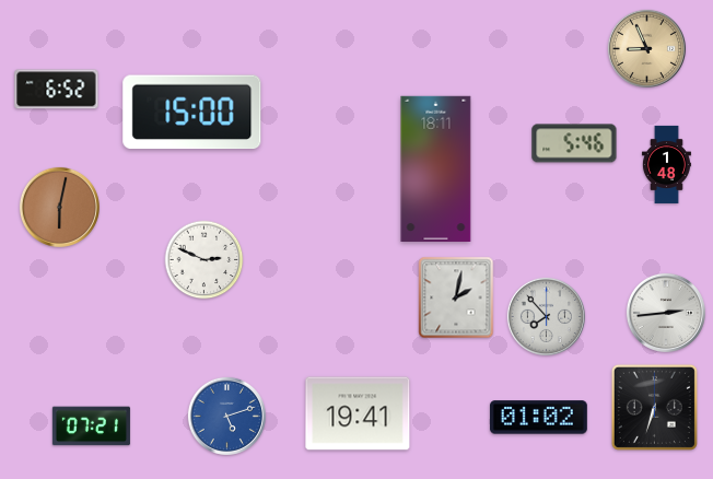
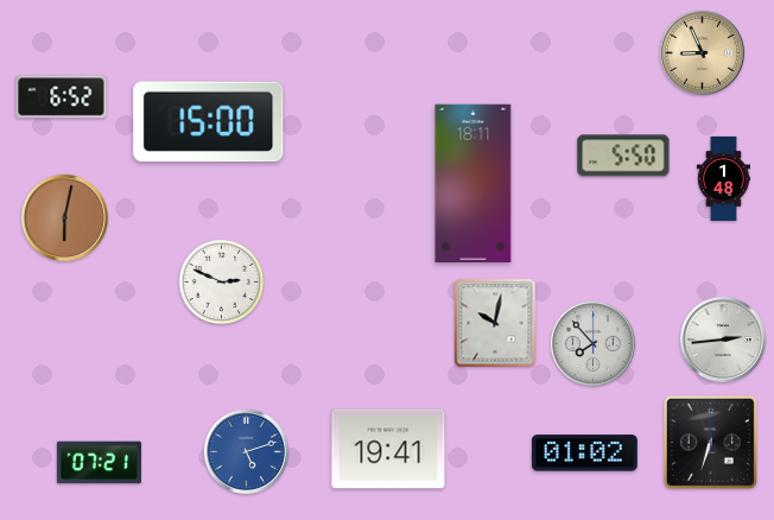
clock at (574, 143): 5:46 -> 5:50
clock at (59, 207) position: (59, 207) -> (64, 217)
clock at (456, 297): 2:02 -> 10:02
